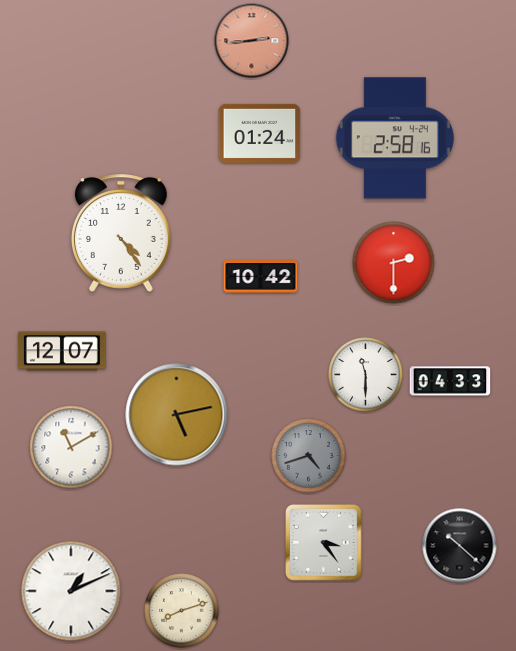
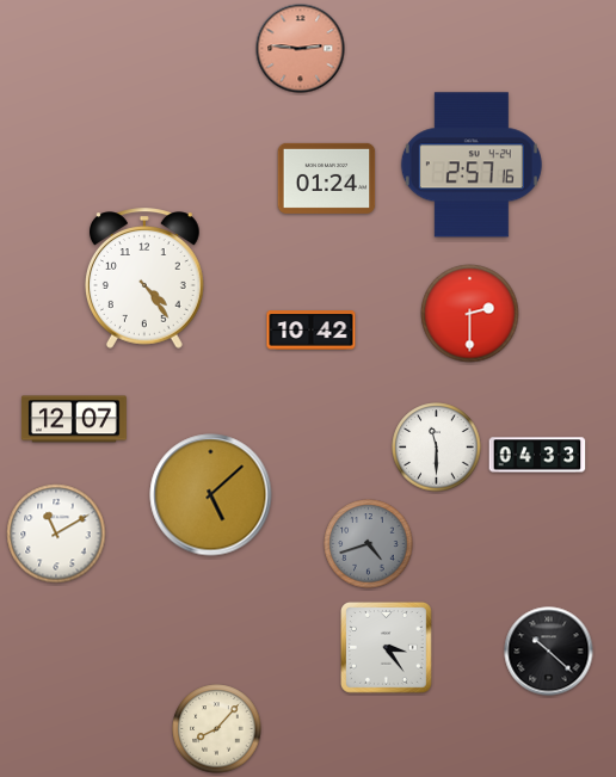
clock at (252, 41): 2:44 -> 2:46
clock at (260, 133) position: (260, 133) -> (327, 178)
clock at (395, 138): 2:58 -> 2:57
clock at (177, 415): 5:13 -> 5:08
clock at (71, 447) position: (71, 447) -> (56, 534)
clock at (71, 591): 1:11 -> none
clock at (182, 611): 8:12 -> 8:07
